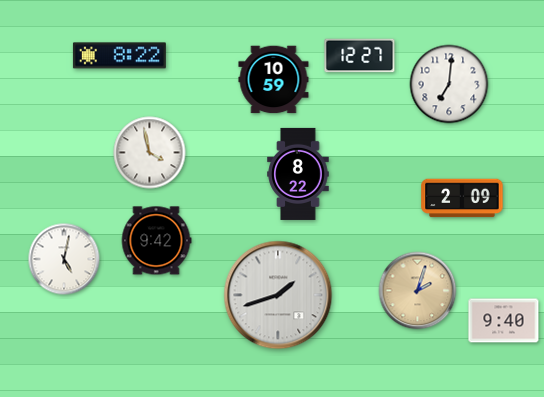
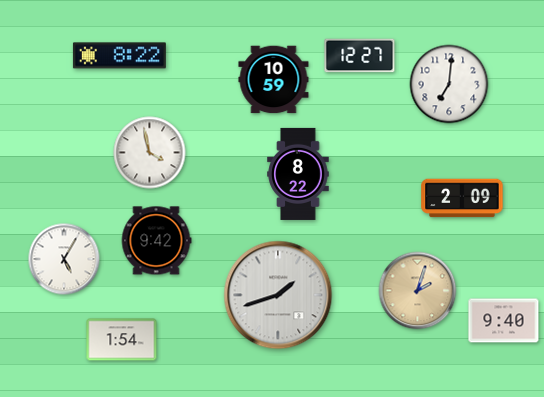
clock at (64, 259): 5:02 -> 5:05
clock at (122, 340): none -> 1:54
